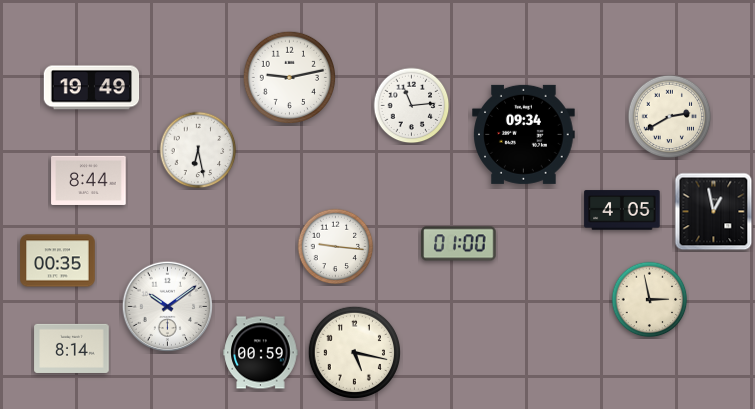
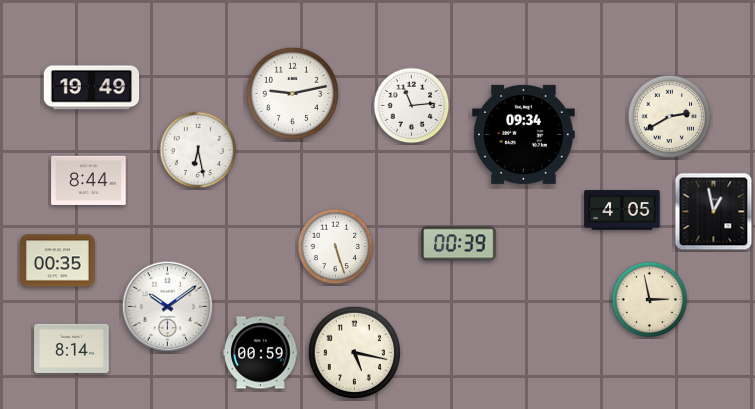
clock at (289, 77) position: (289, 77) -> (292, 93)
clock at (459, 244): 01:00 -> 00:39
clock at (336, 247): 9:16 -> 5:27
